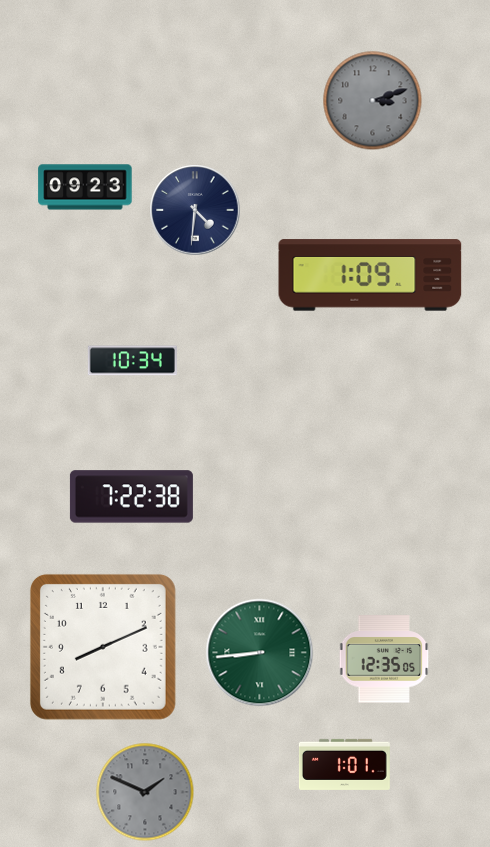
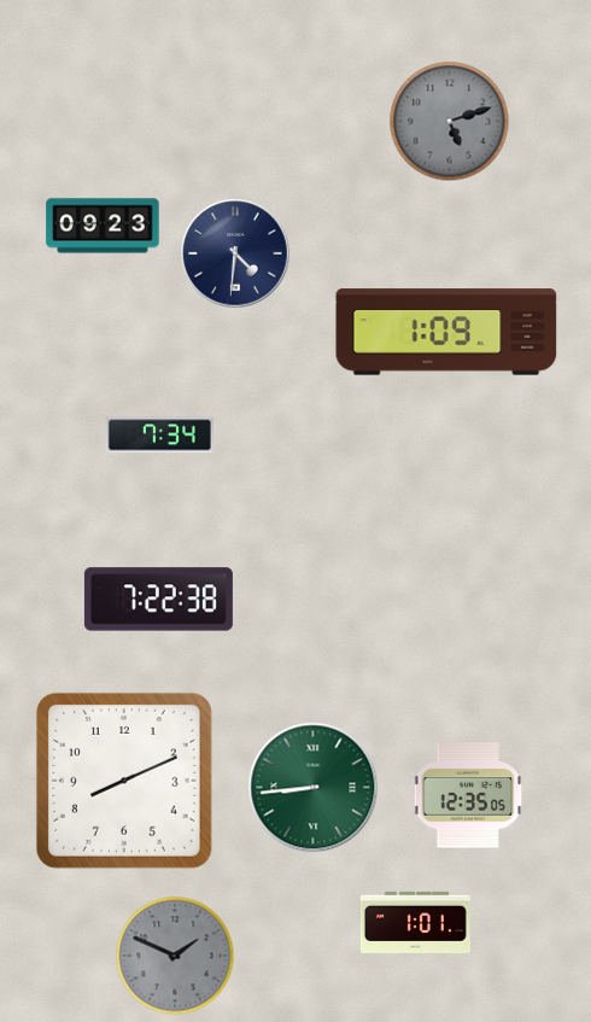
clock at (373, 101): 3:12 -> 5:12
clock at (132, 361): 10:34 -> 7:34
clock at (384, 659) position: (384, 659) -> (468, 795)
